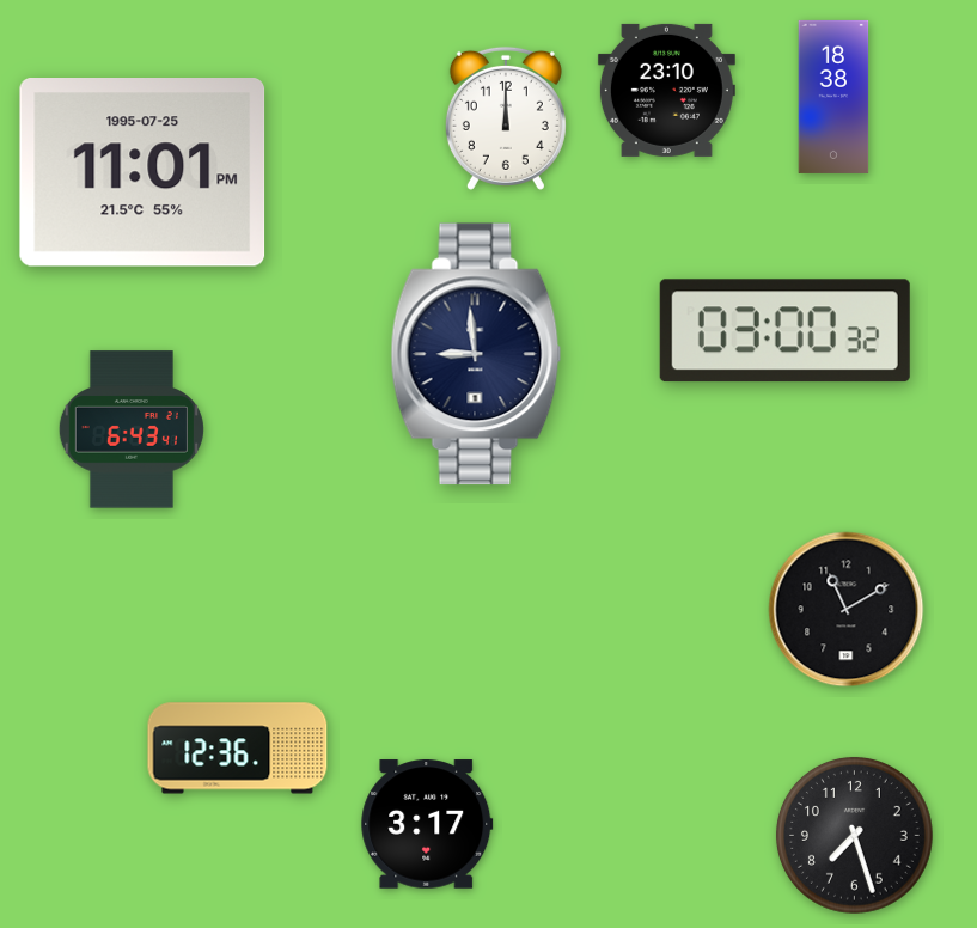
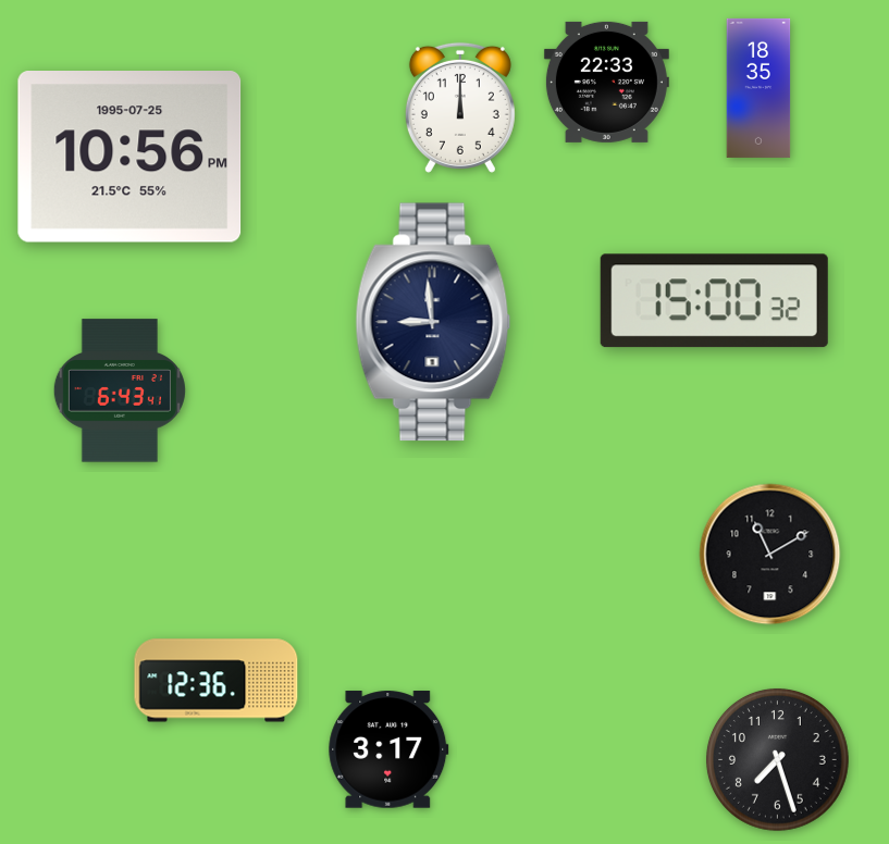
clock at (666, 90): 23:10 -> 22:33
clock at (833, 97): 18:38 -> 18:35
clock at (142, 173): 11:01 -> 10:56
clock at (784, 331): 03:00 -> 15:00
